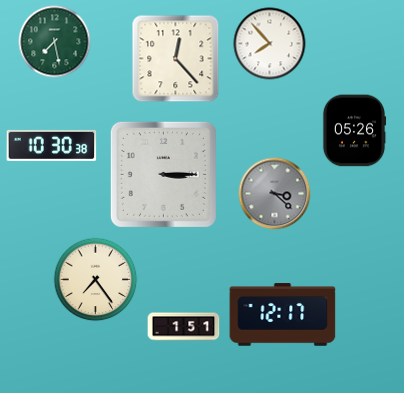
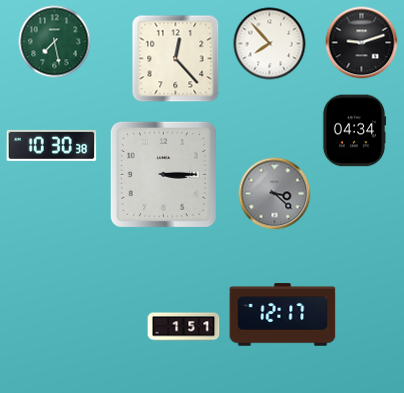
clock at (362, 43): none -> 9:12
clock at (354, 131): 05:26 -> 04:34
clock at (96, 280): 7:24 -> none
